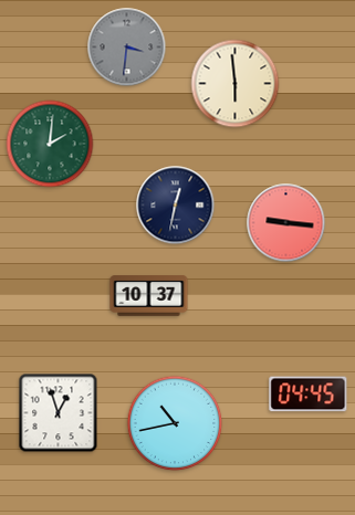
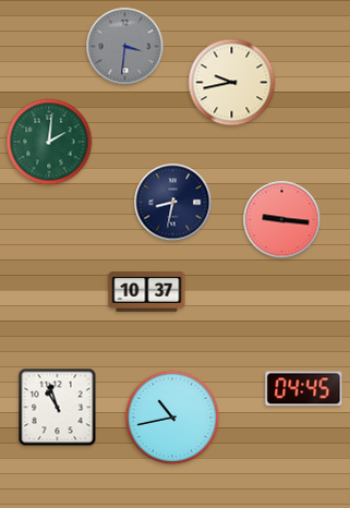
clock at (236, 84): 5:59 -> 9:43
clock at (176, 206): 12:32 -> 8:32
clock at (59, 413): 12:57 -> 10:57
